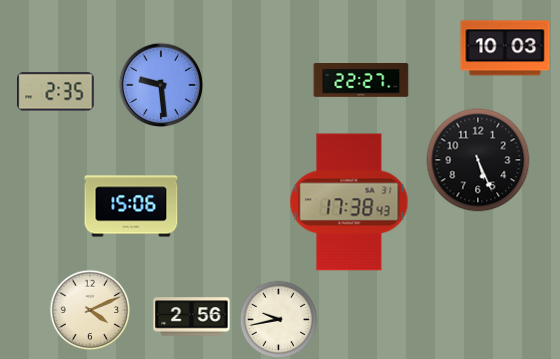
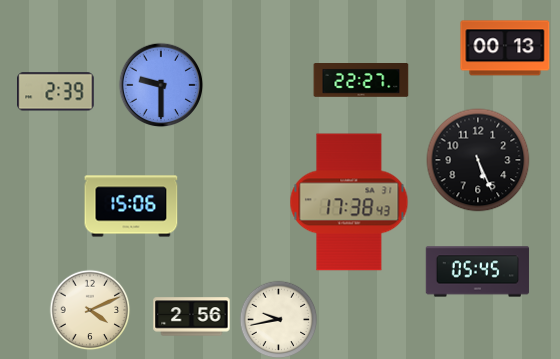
clock at (505, 48): 10:03 -> 00:13
clock at (161, 85): 9:29 -> 9:30
clock at (56, 92): 2:35 -> 2:39
clock at (478, 272): none -> 05:45
